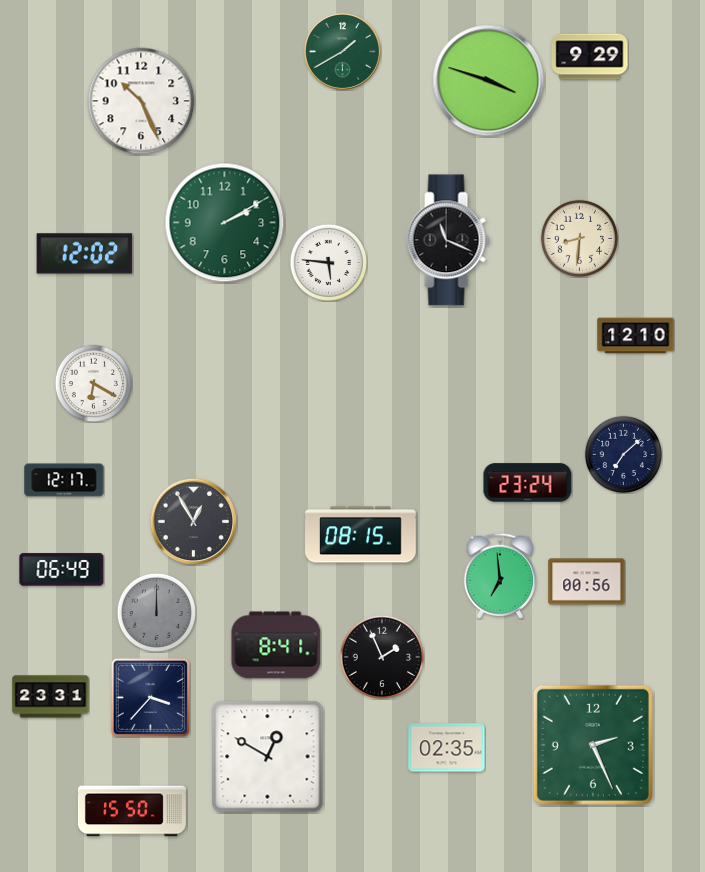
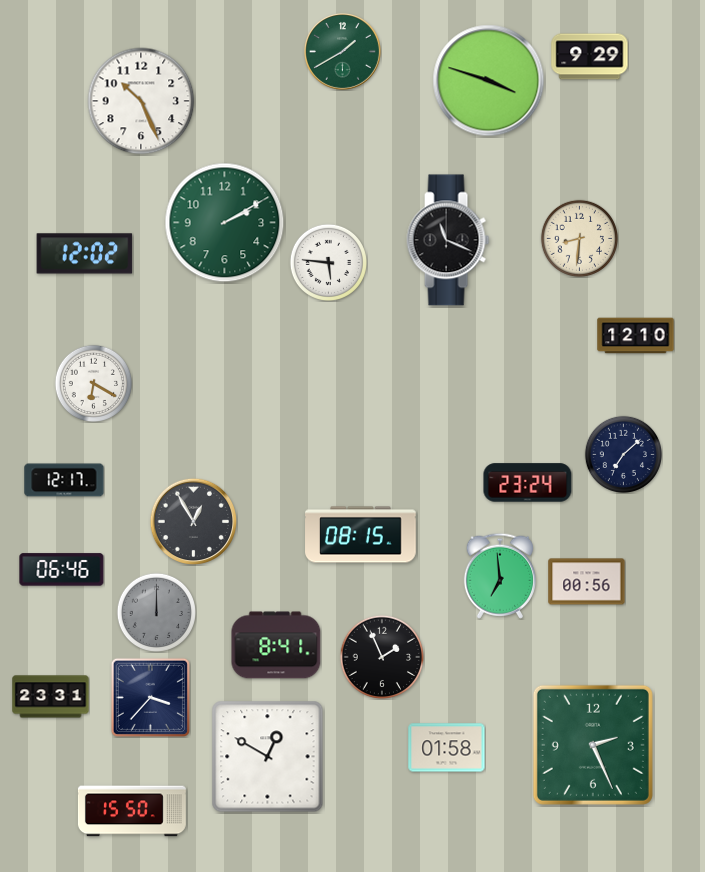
clock at (62, 570): 06:49 -> 06:46
clock at (447, 748): 02:35 -> 01:58
